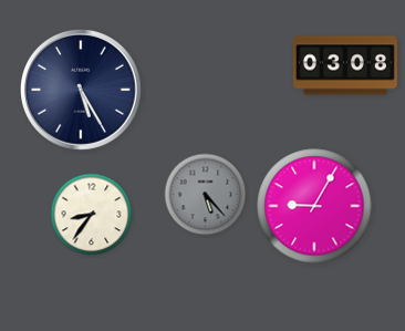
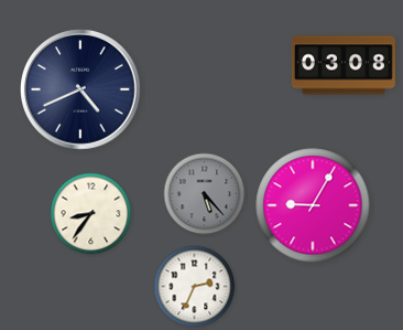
clock at (82, 91): 5:25 -> 4:41
clock at (195, 287): none -> 2:34
